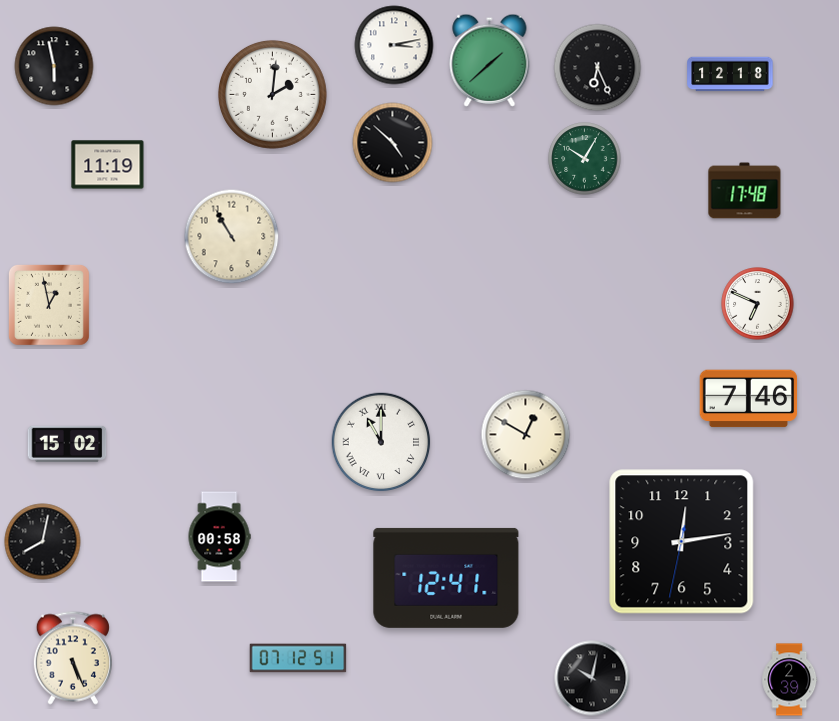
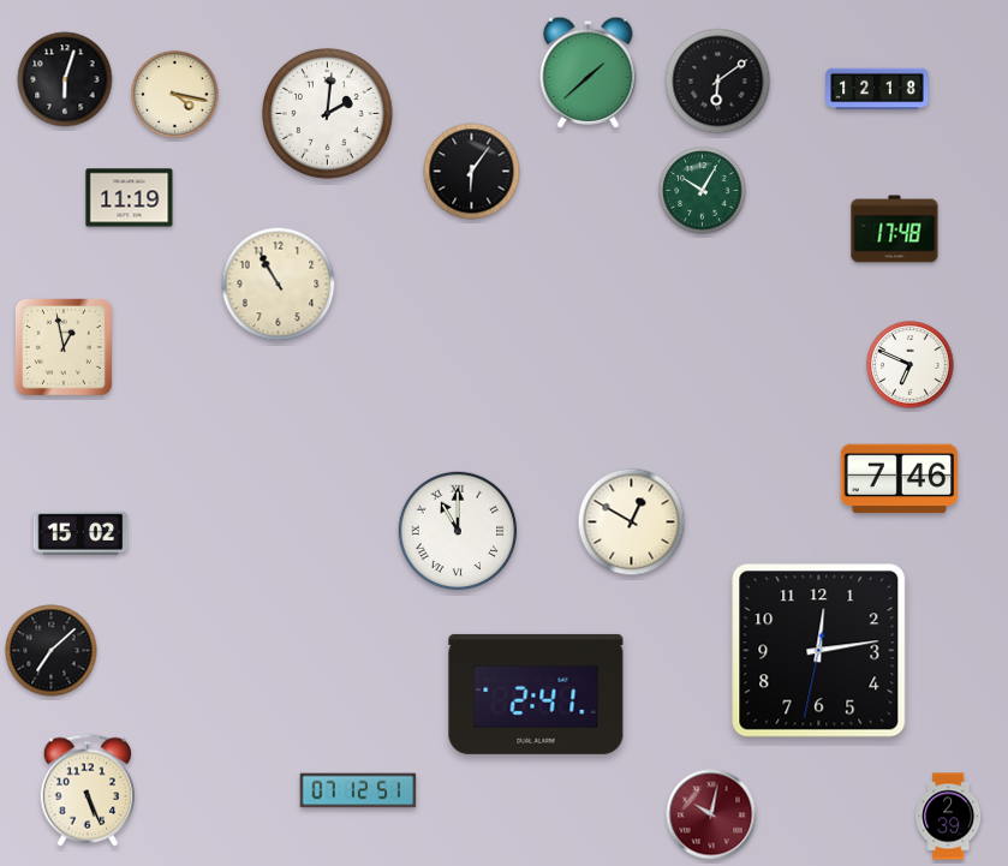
clock at (394, 45): 3:13 -> none
clock at (54, 66): 5:58 -> 6:03
clock at (598, 68): 6:26 -> 6:09
clock at (175, 95): none -> 4:17
clock at (393, 143): 4:52 -> 6:06
clock at (49, 305) position: (49, 305) -> (64, 347)
clock at (219, 537): 00:58 -> none
clock at (43, 542): 8:02 -> 7:08
clock at (446, 578): 12:41 -> 2:41
clock at (592, 678) dial: black -> burgundy
